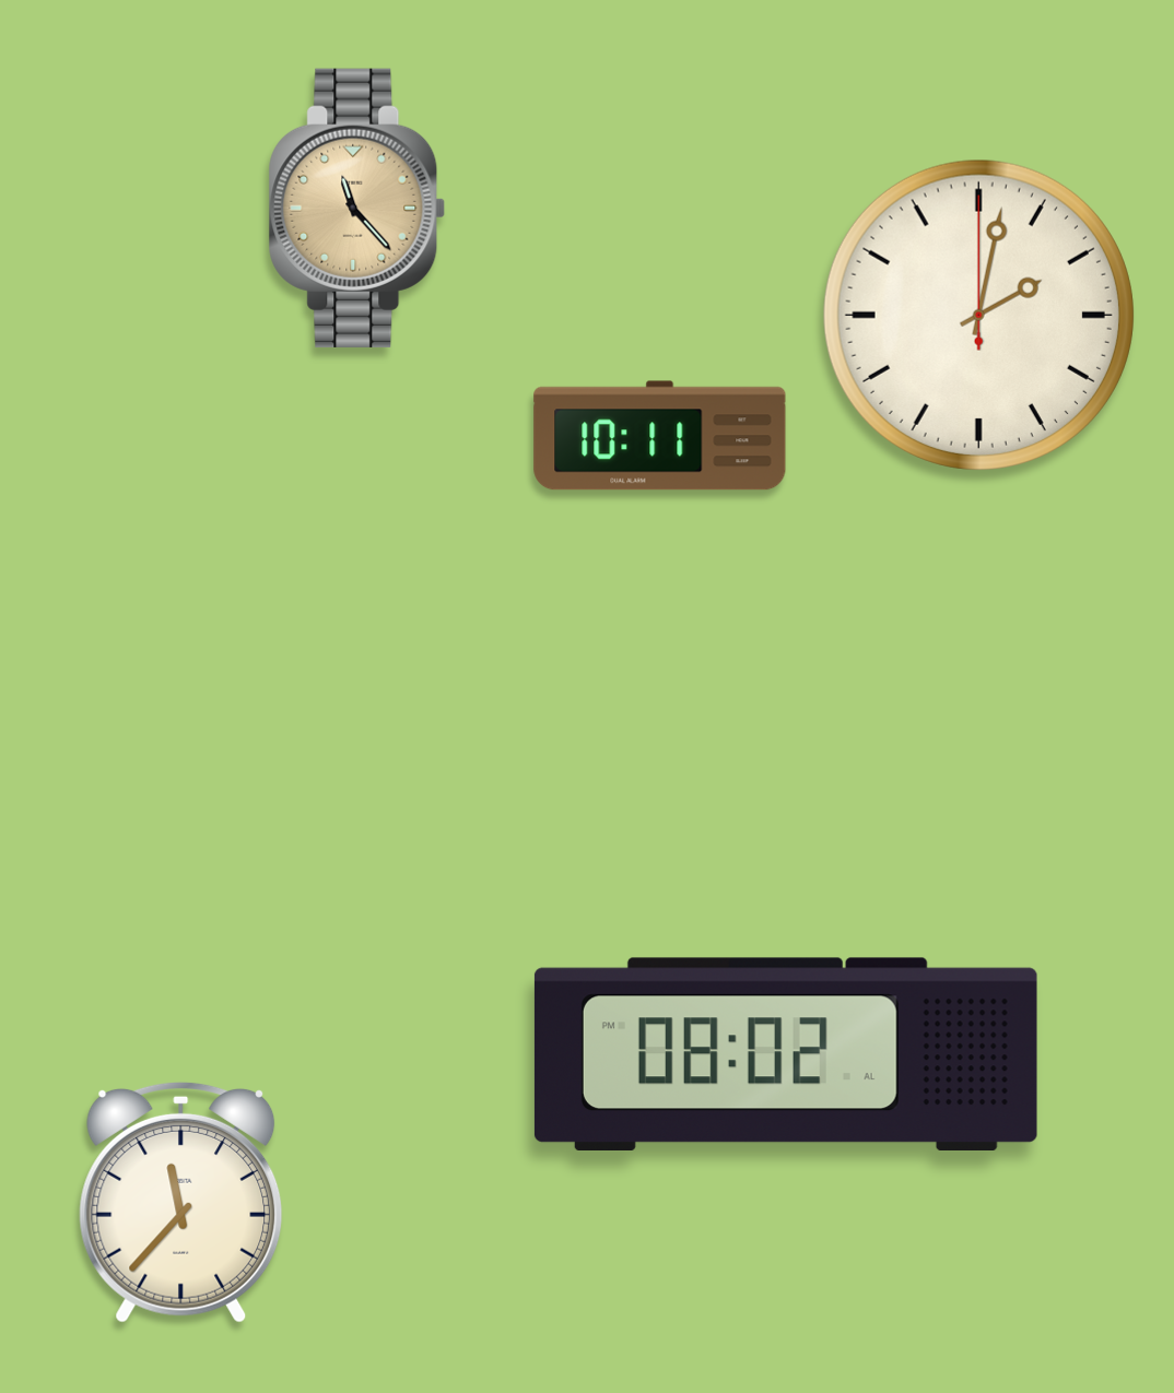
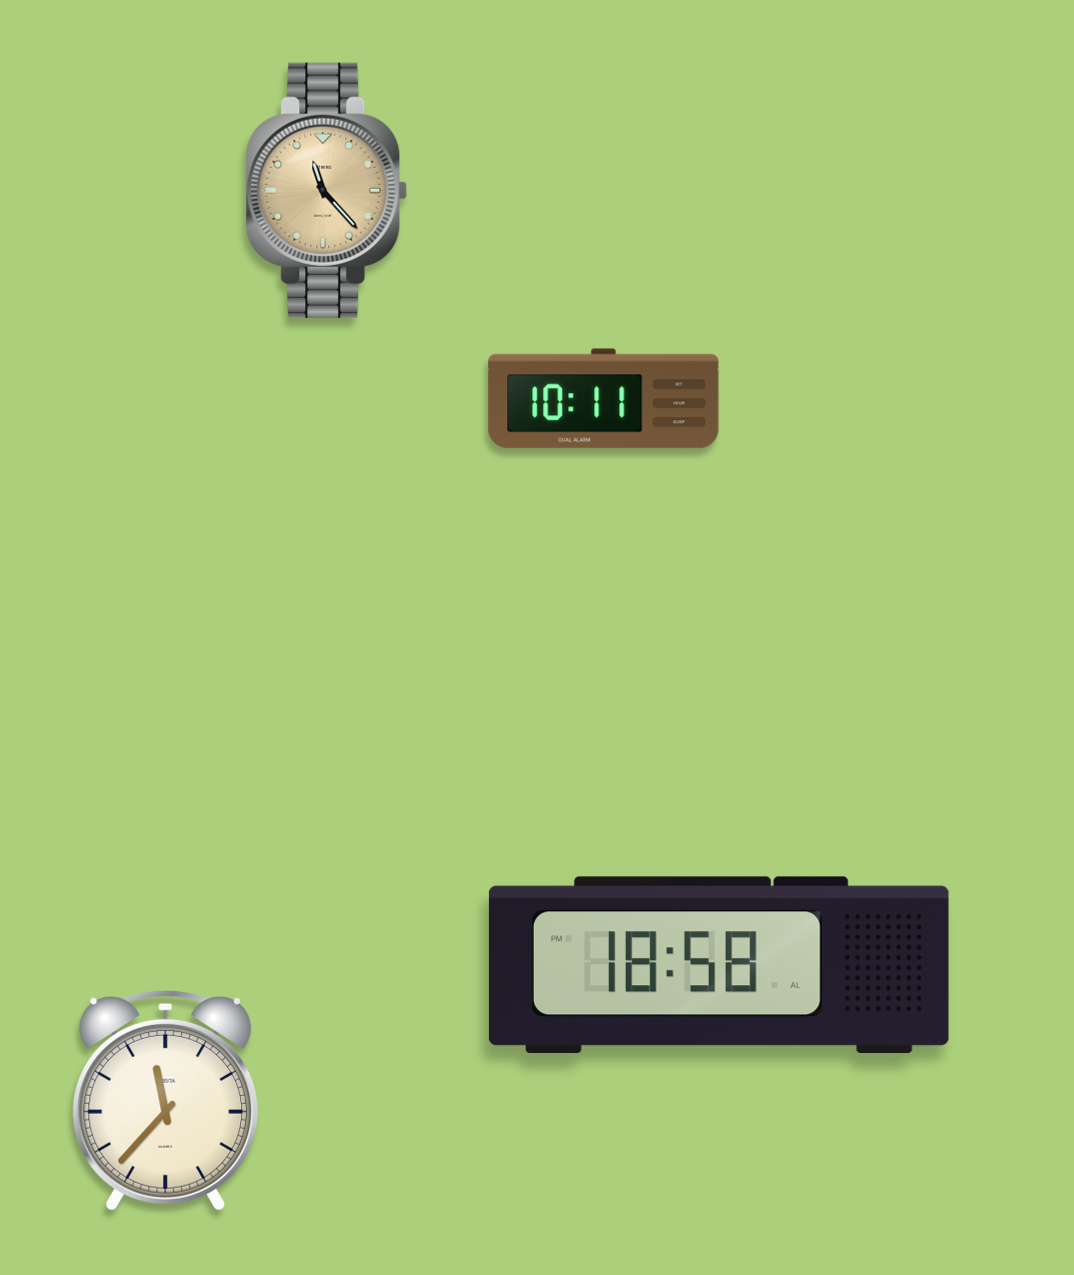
clock at (978, 315): 2:02 -> none
clock at (786, 1053): 08:02 -> 18:58
